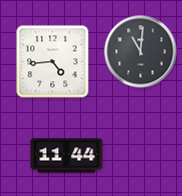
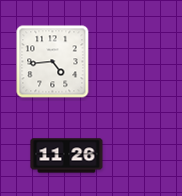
clock at (141, 52): 11:01 -> none
clock at (67, 156): 11:44 -> 11:26
